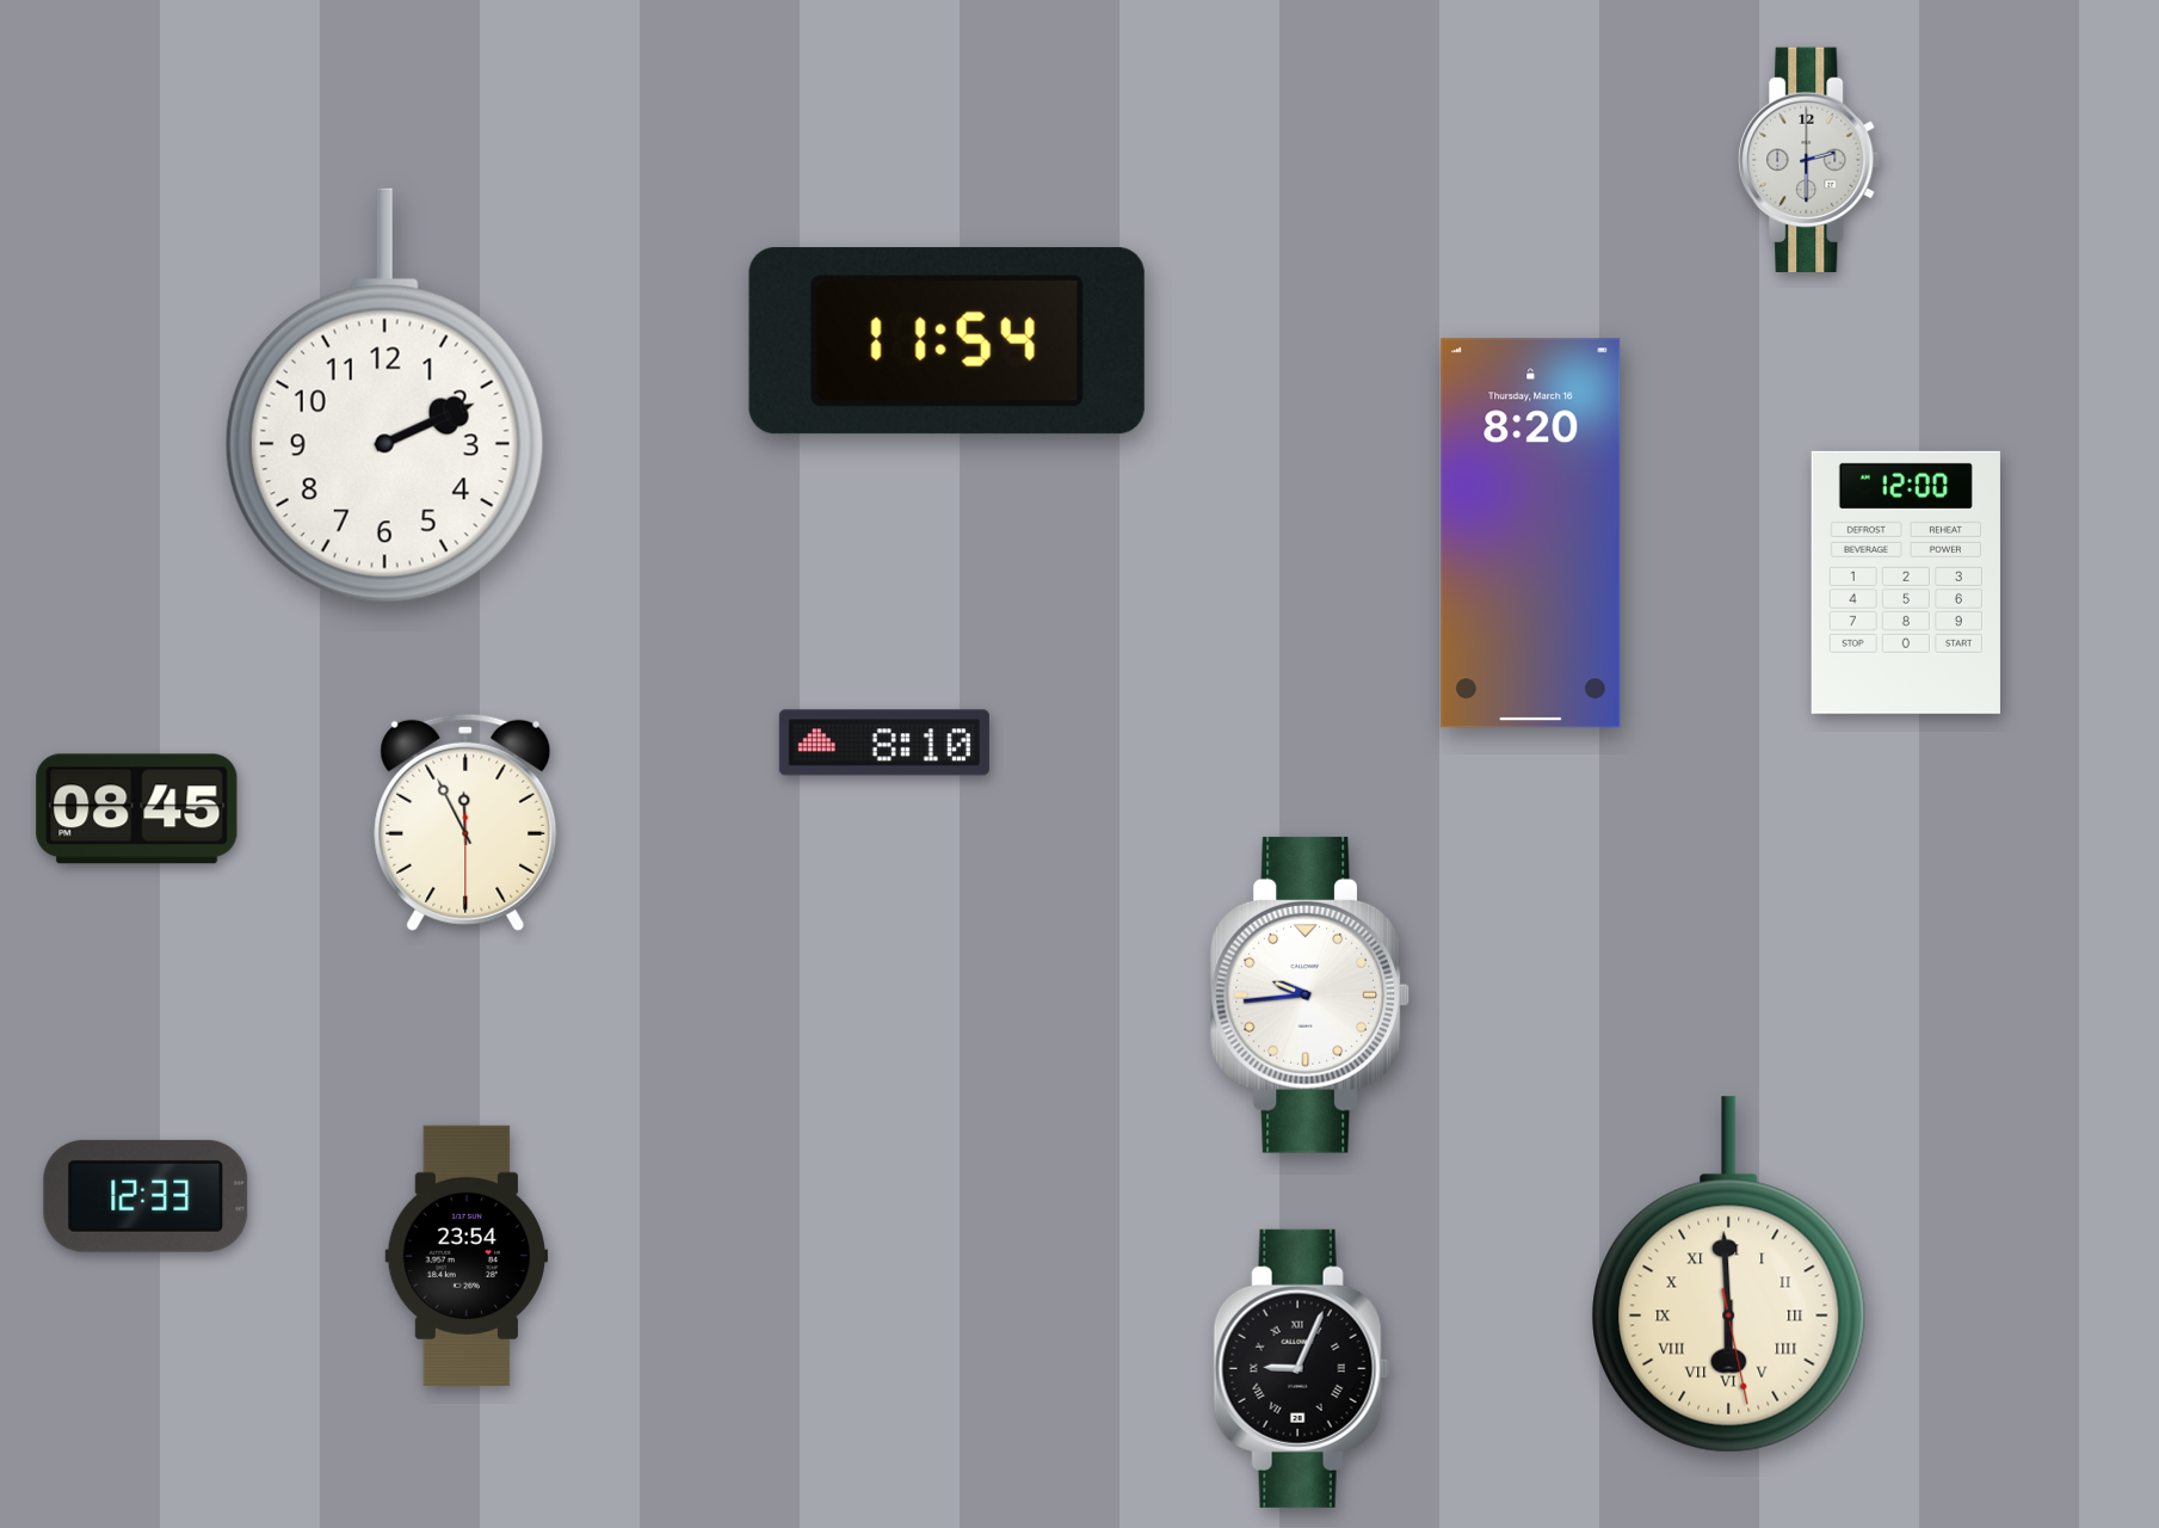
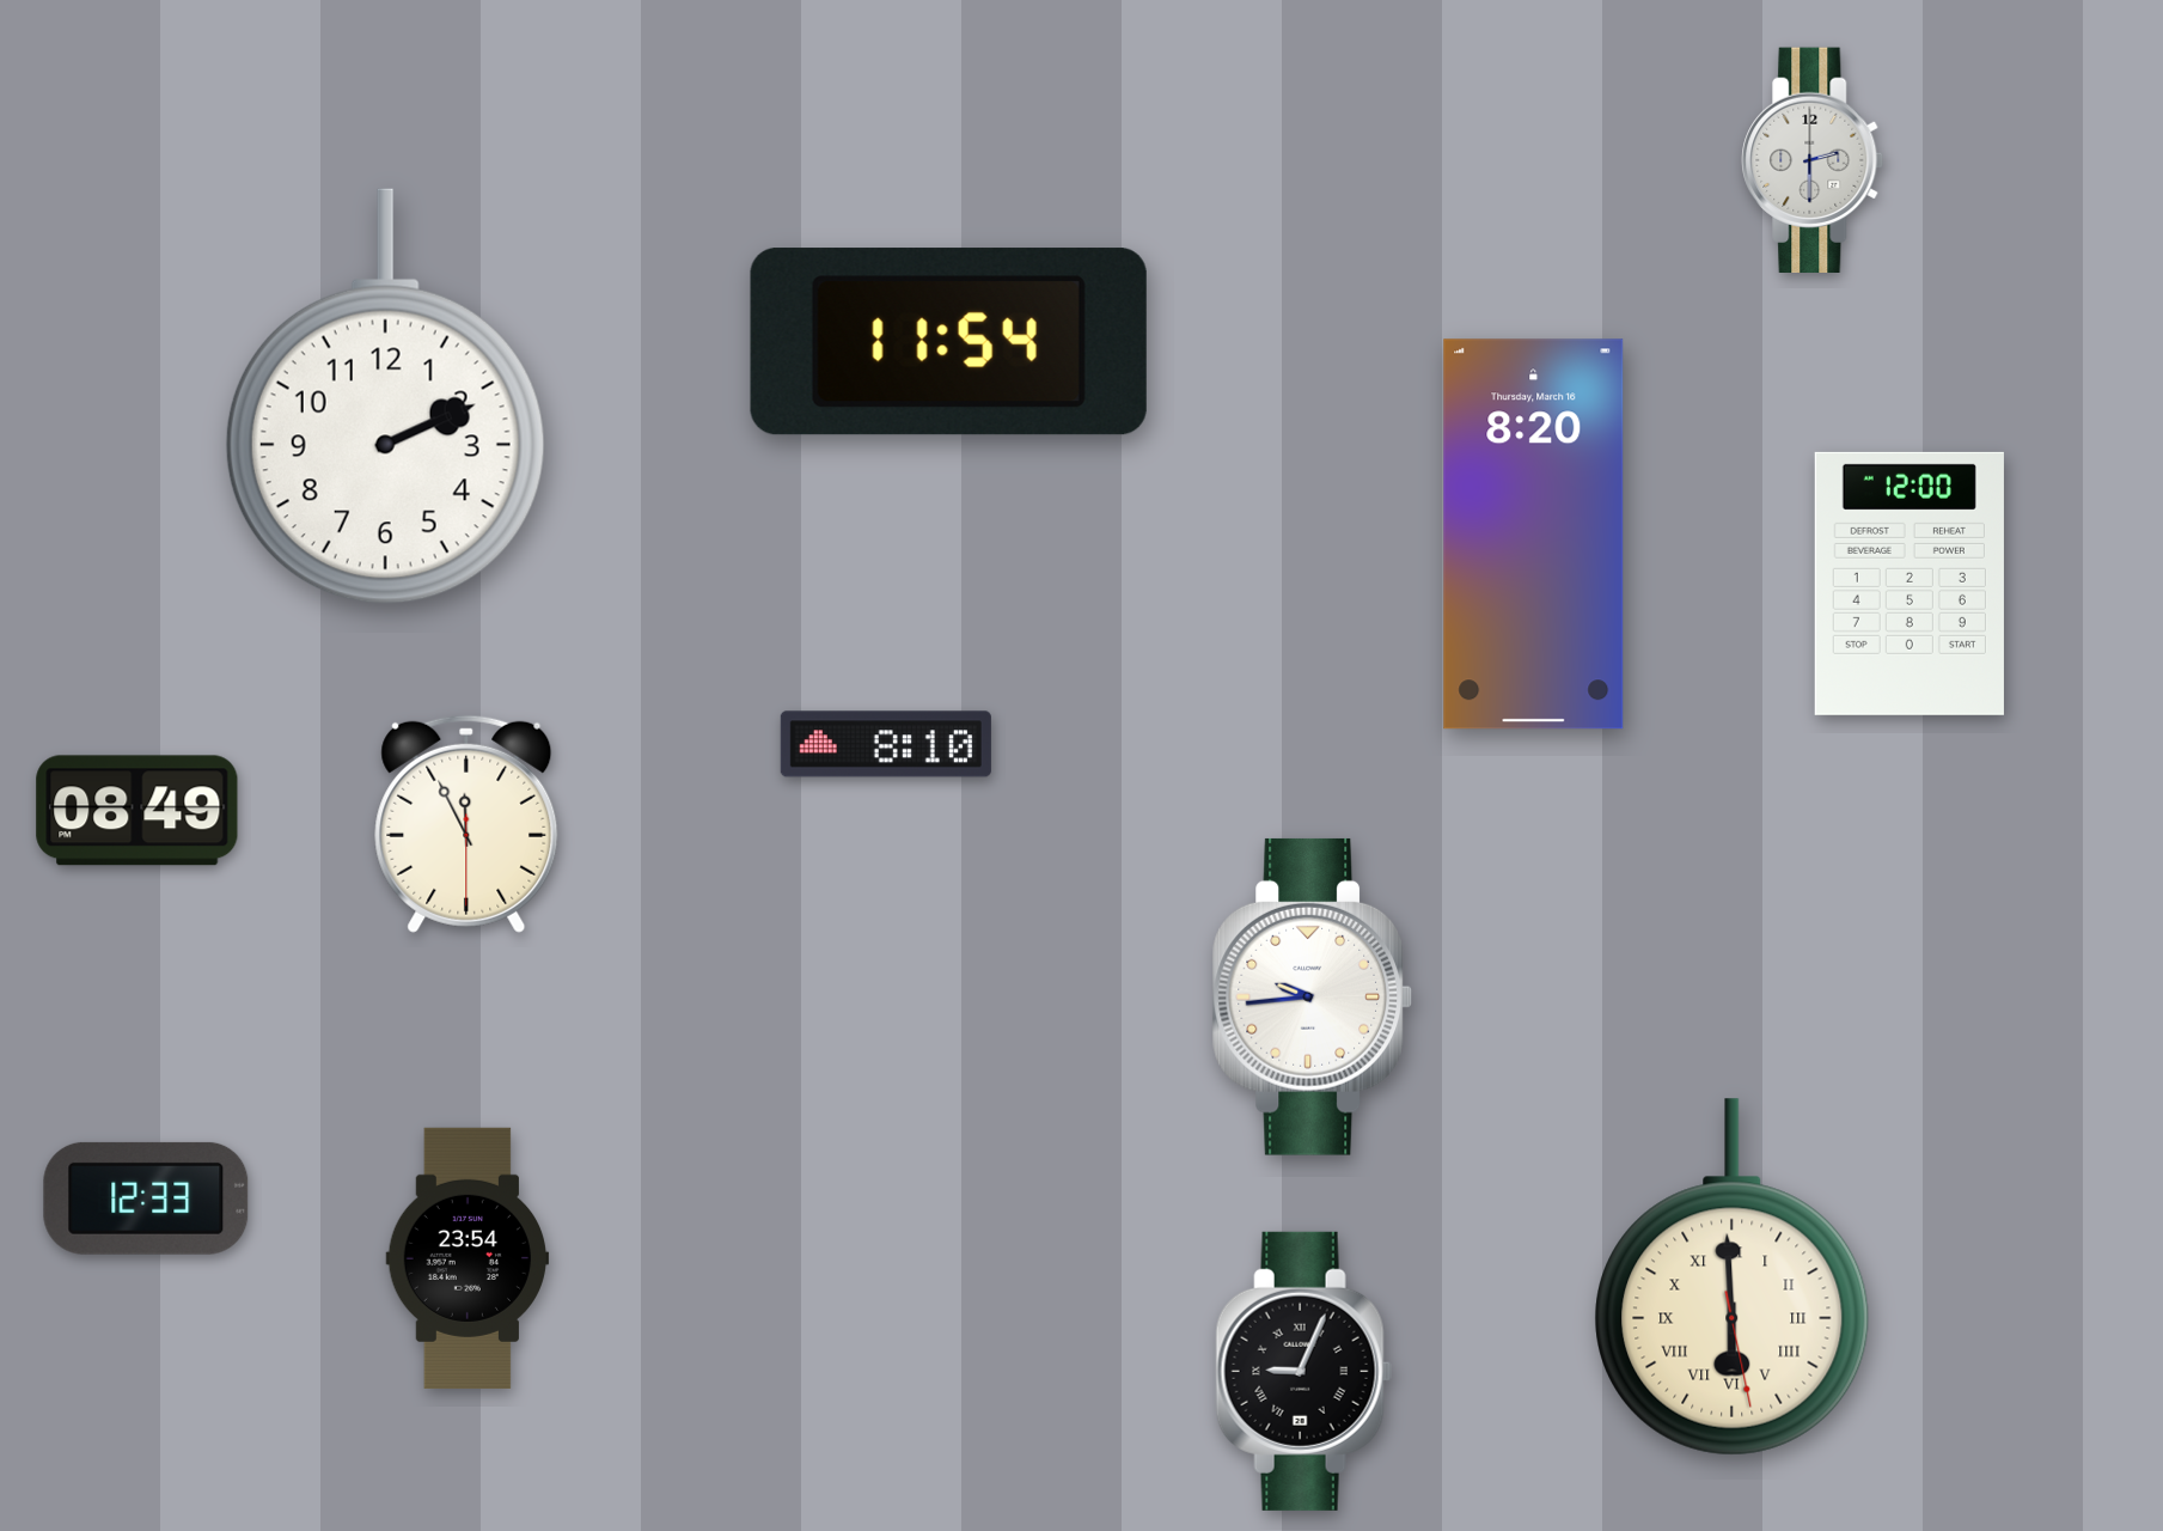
clock at (137, 809): 08:45 -> 08:49
